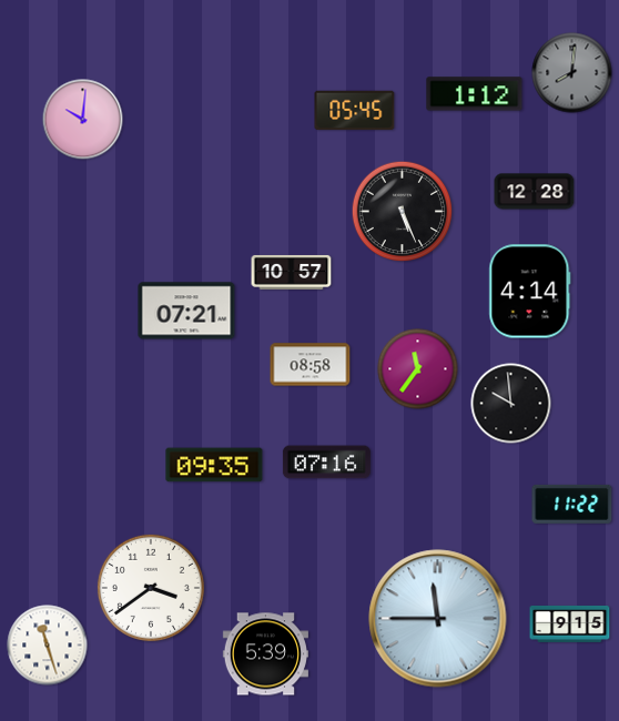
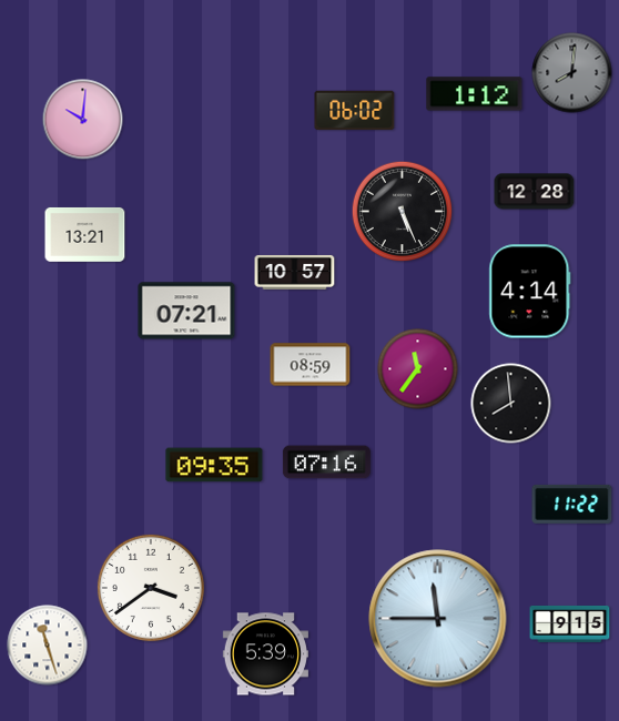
clock at (355, 111): 05:45 -> 06:02
clock at (85, 234): none -> 13:21
clock at (292, 272) position: (292, 272) -> (295, 272)
clock at (311, 365): 08:58 -> 08:59
clock at (511, 404): 9:59 -> 7:59
